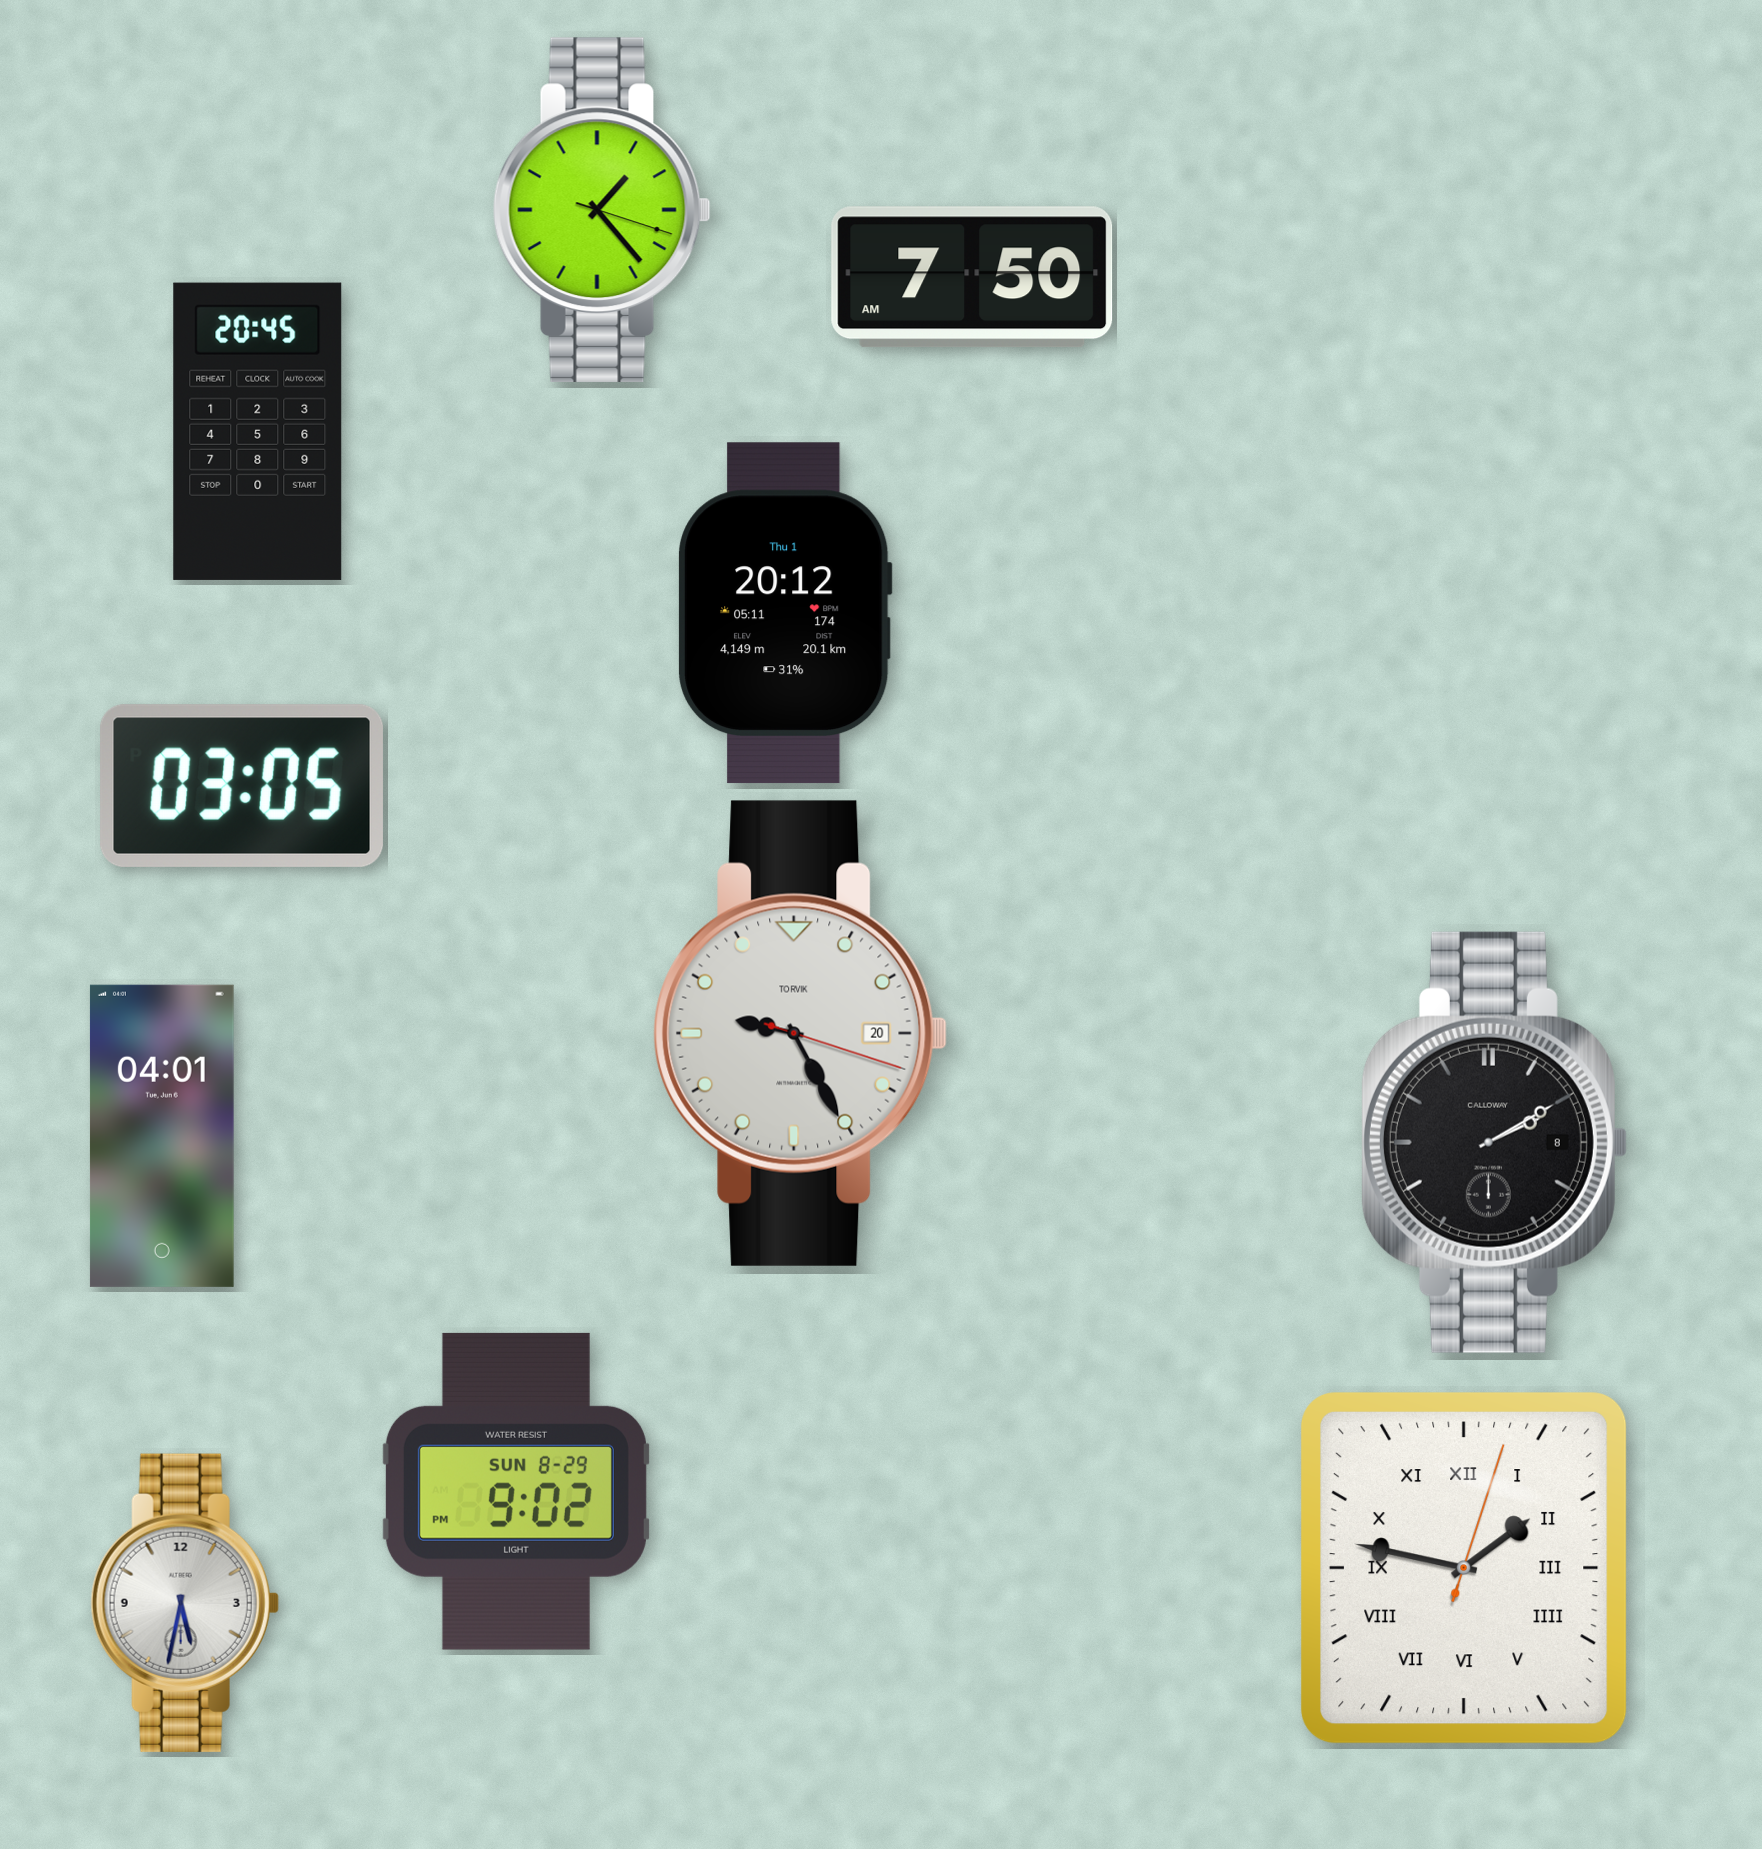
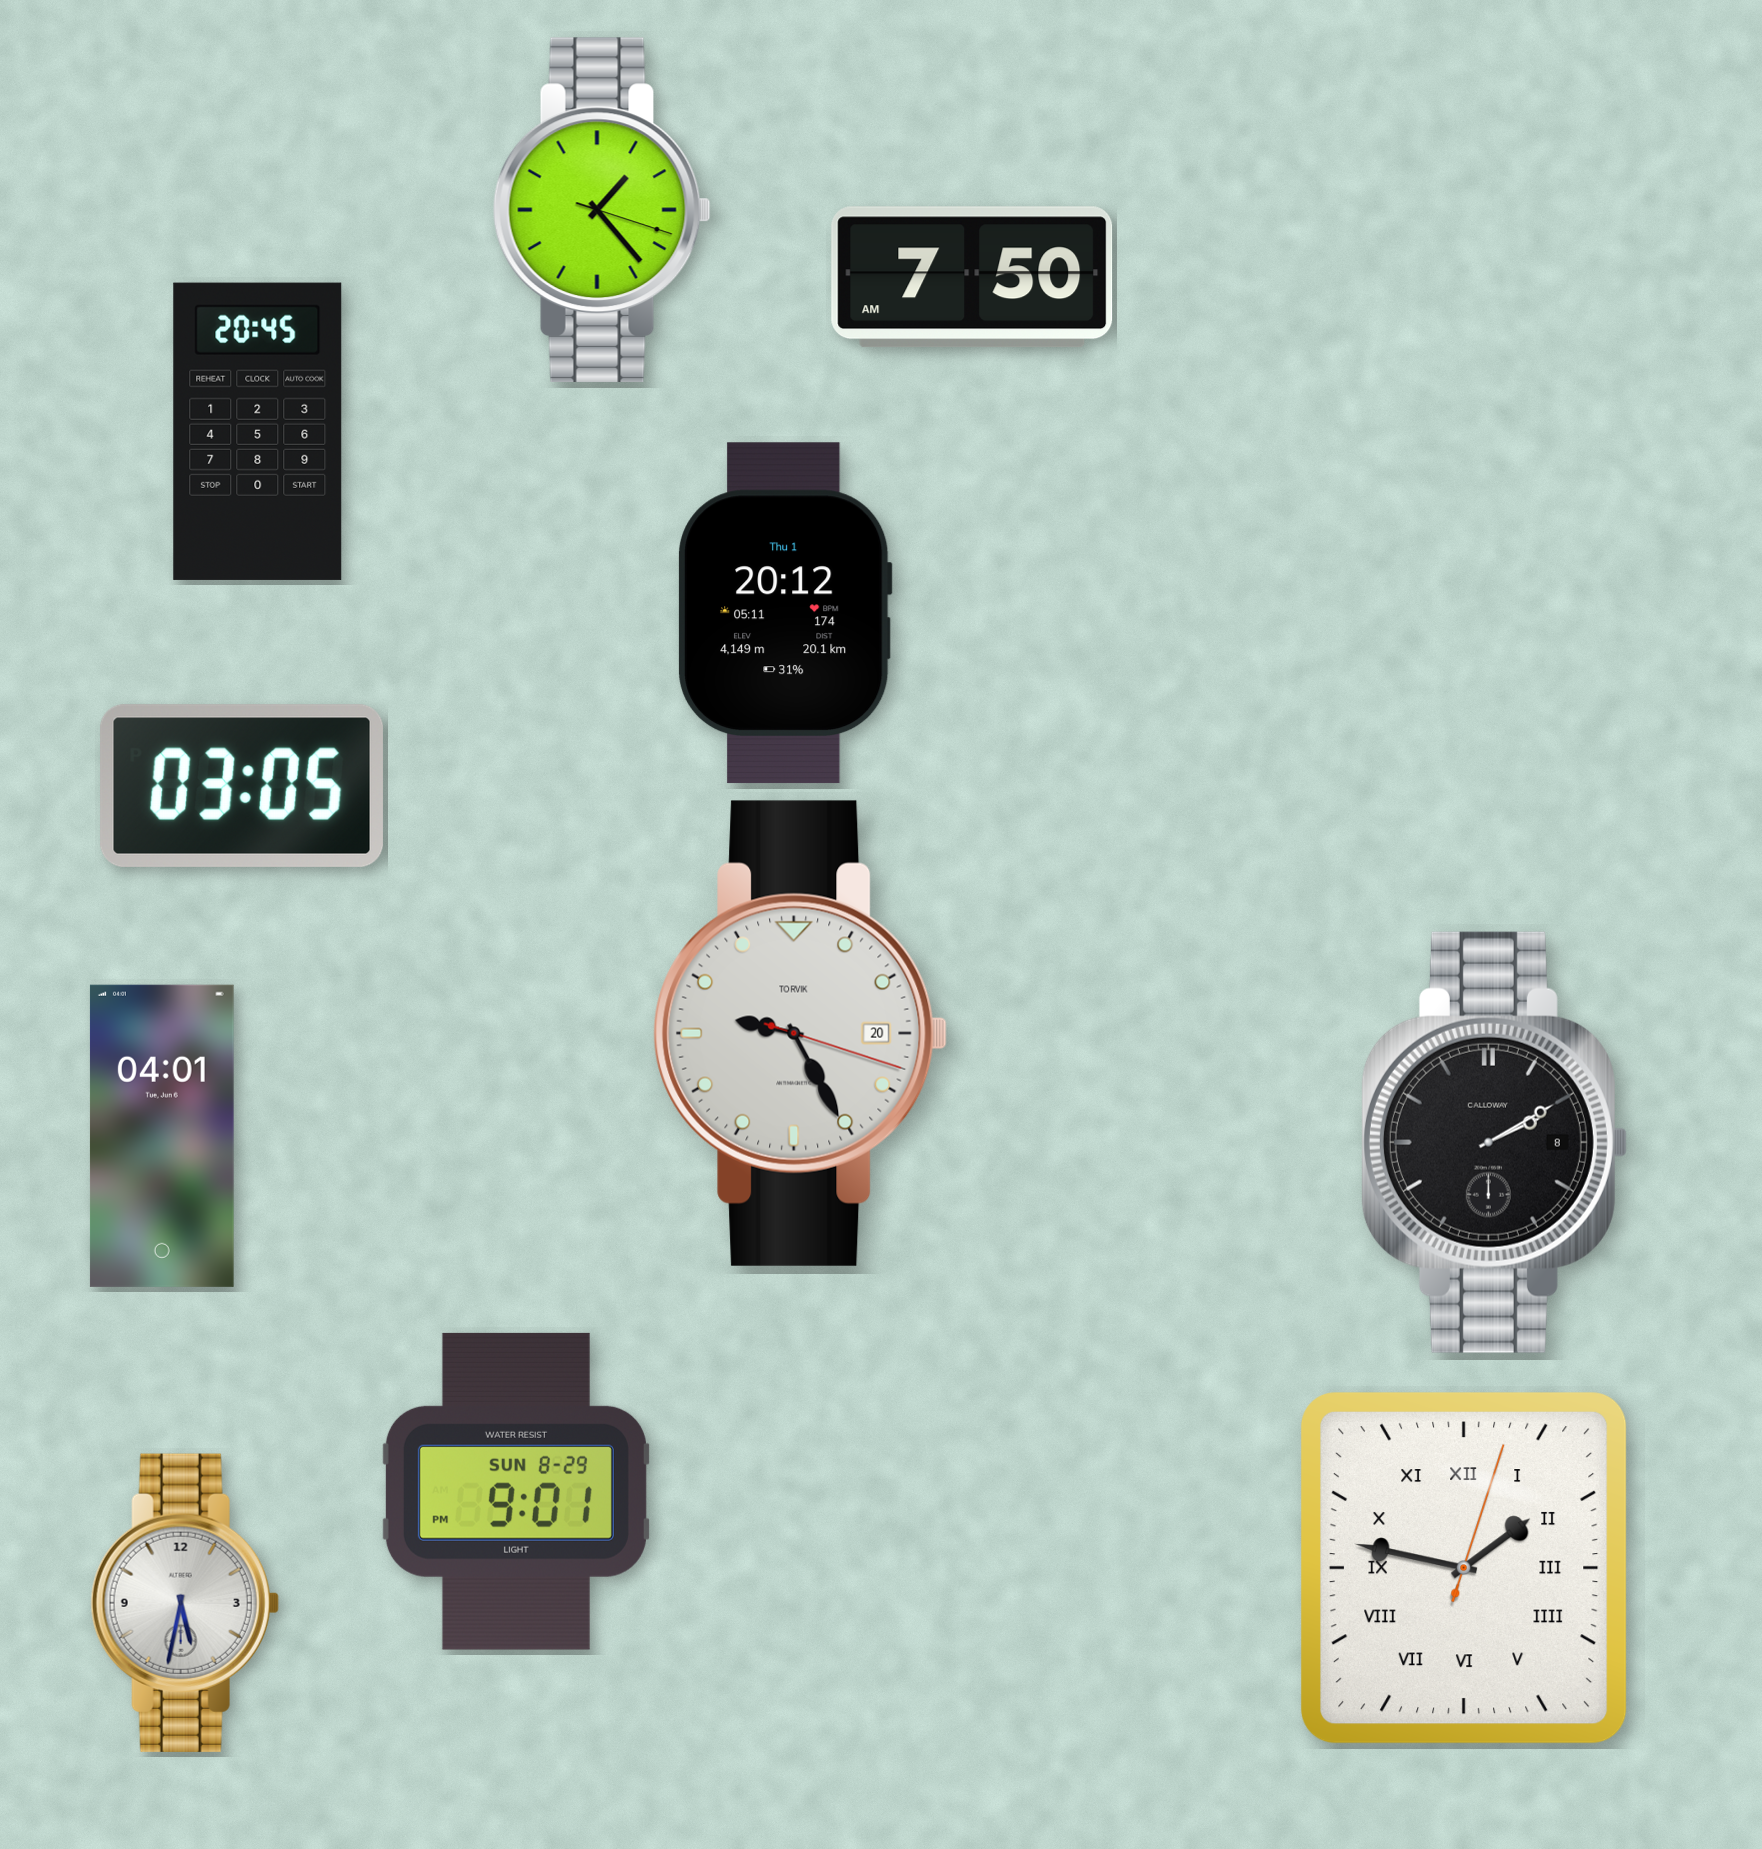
clock at (516, 1491): 9:02 -> 9:01
